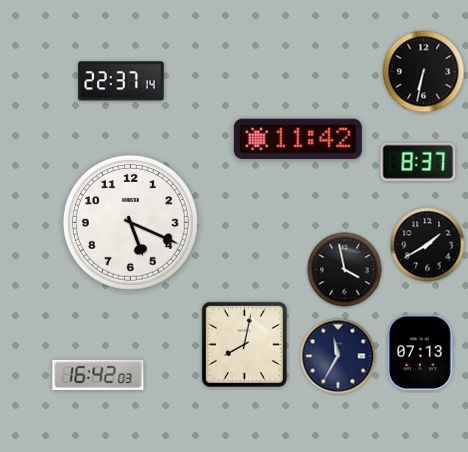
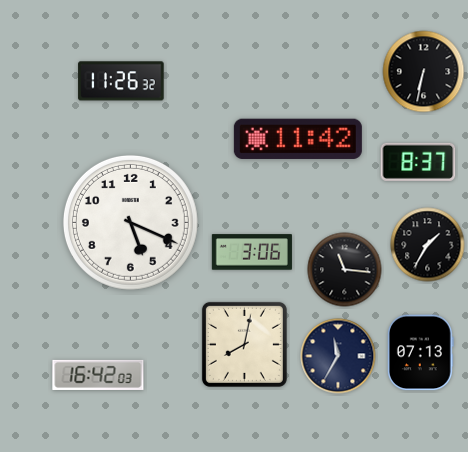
clock at (121, 81): 22:37 -> 11:26
clock at (428, 245): 1:40 -> 1:35
clock at (252, 252): none -> 3:06
clock at (345, 270): 3:58 -> 11:16
